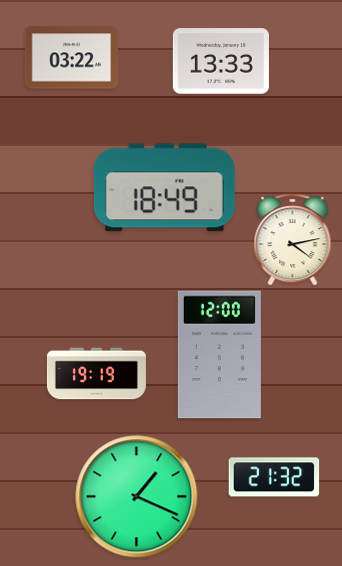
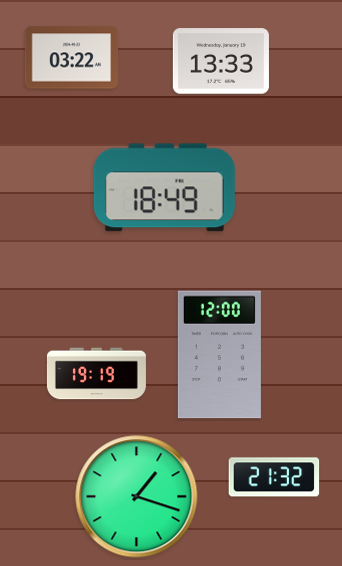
clock at (293, 239): 4:13 -> none
clock at (137, 497): 1:19 -> 1:18
